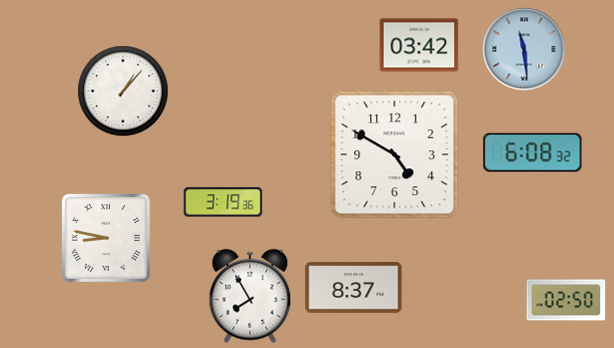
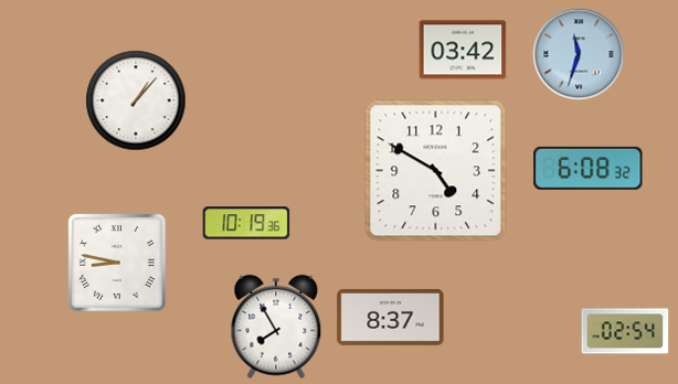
clock at (524, 49): 11:29 -> 11:33
clock at (223, 202): 3:19 -> 10:19
clock at (566, 300): 02:50 -> 02:54
